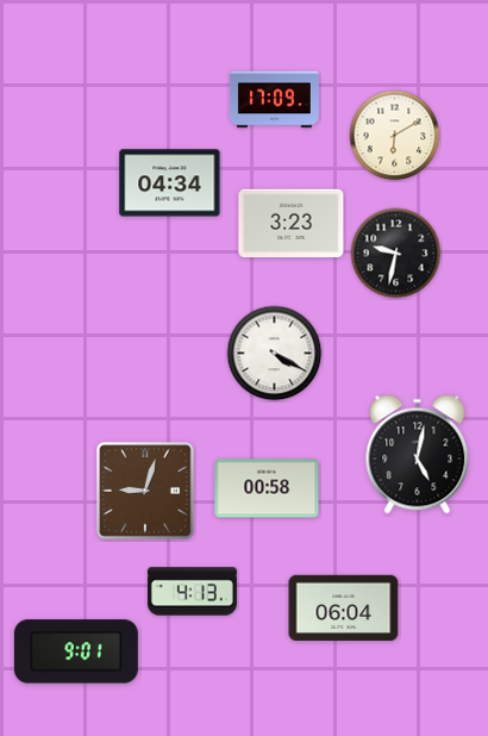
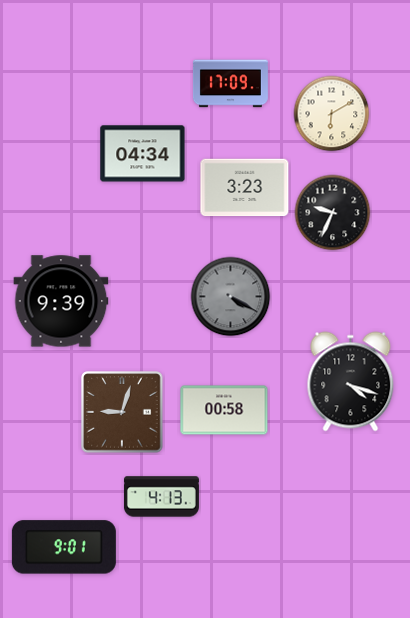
clock at (396, 254): 9:32 -> 9:34
clock at (275, 354) dial: white -> grey
clock at (61, 301): none -> 9:39
clock at (418, 455): 5:02 -> 4:18
clock at (344, 607): 06:04 -> none
